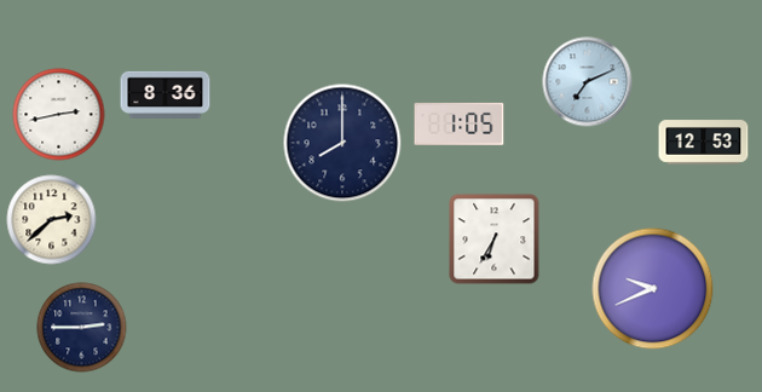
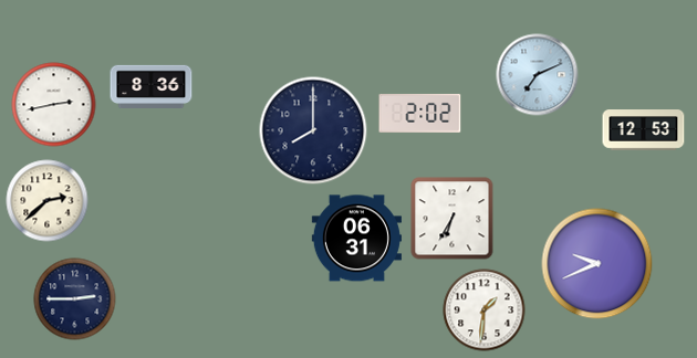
clock at (460, 123): 1:05 -> 2:02
clock at (356, 239): none -> 06:31
clock at (485, 310): none -> 1:31
